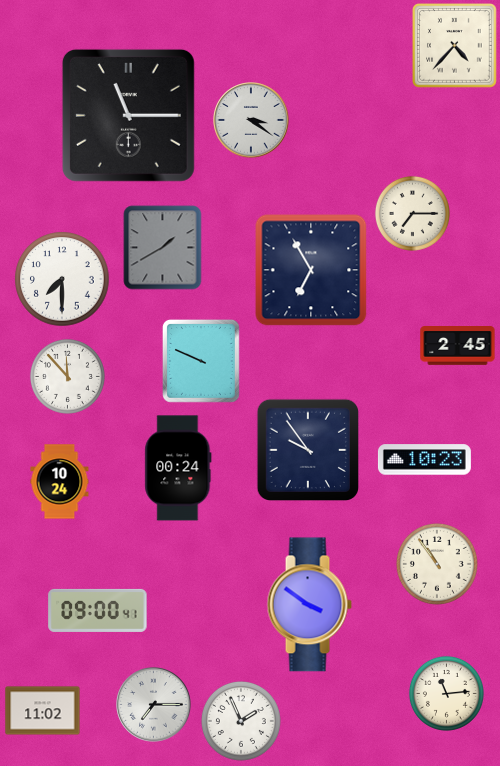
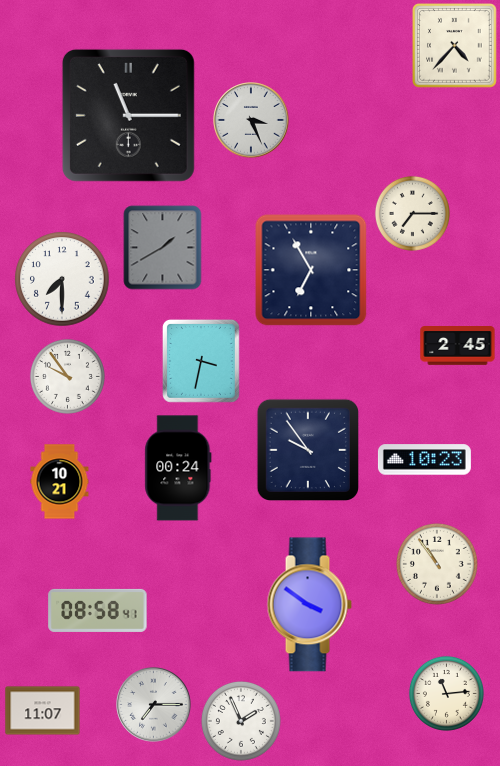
clock at (251, 120): 3:21 -> 3:26
clock at (201, 361): 9:49 -> 3:32
clock at (67, 376): 11:53 -> 9:54
clock at (60, 482): 10:24 -> 10:21
clock at (98, 610): 09:00 -> 08:58
clock at (43, 711): 11:02 -> 11:07
